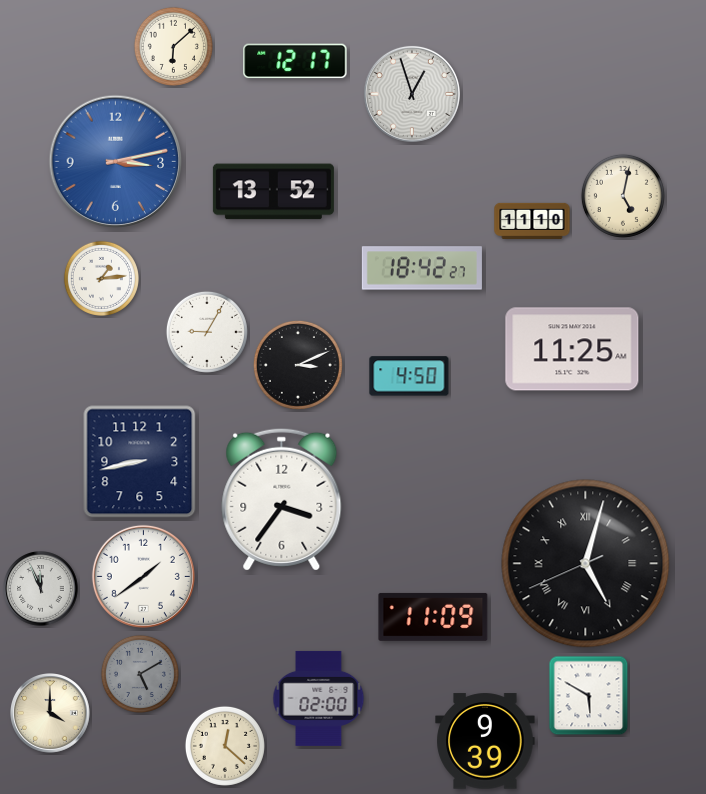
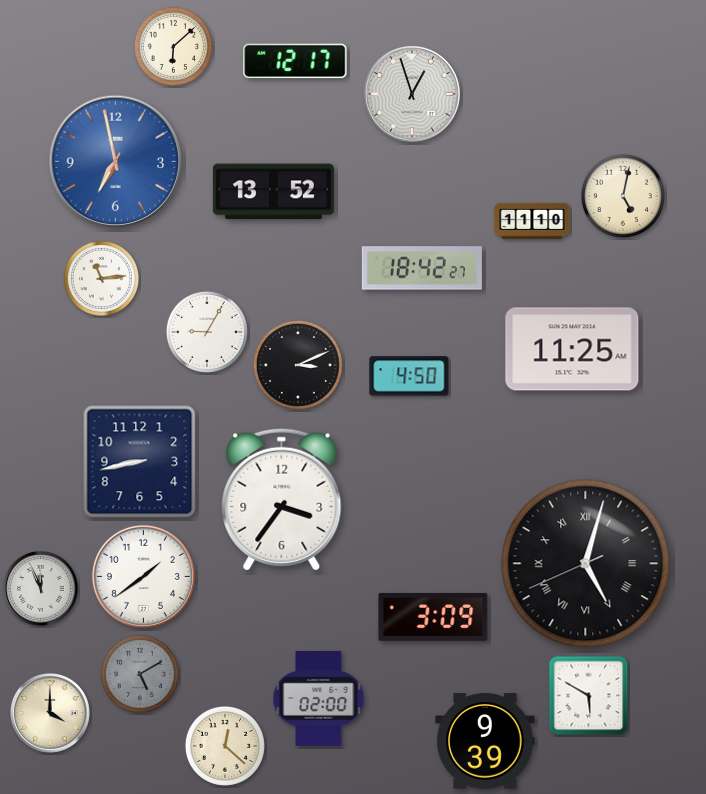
clock at (116, 162): 3:13 -> 6:58
clock at (101, 278): 1:14 -> 11:14
clock at (433, 617): 11:09 -> 3:09
